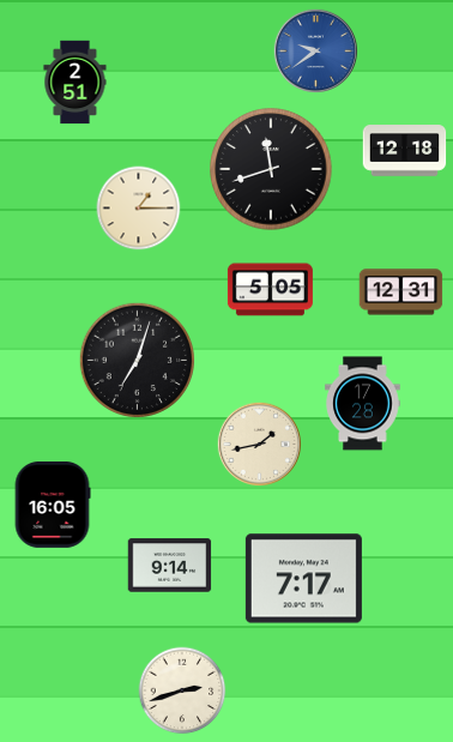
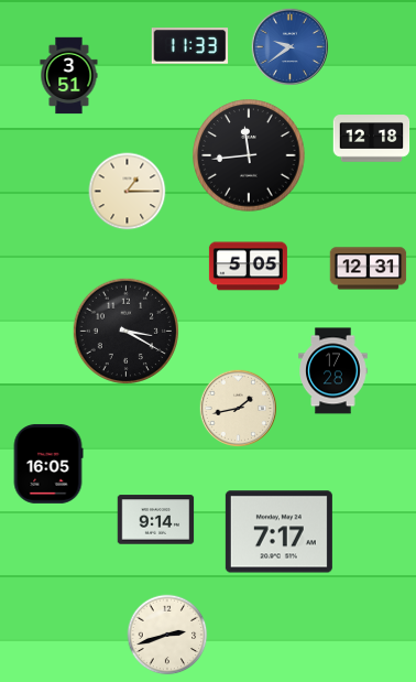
clock at (190, 46): none -> 11:33
clock at (75, 83): 2:51 -> 3:51
clock at (271, 169): 11:42 -> 11:44
clock at (137, 360): 7:03 -> 3:20
